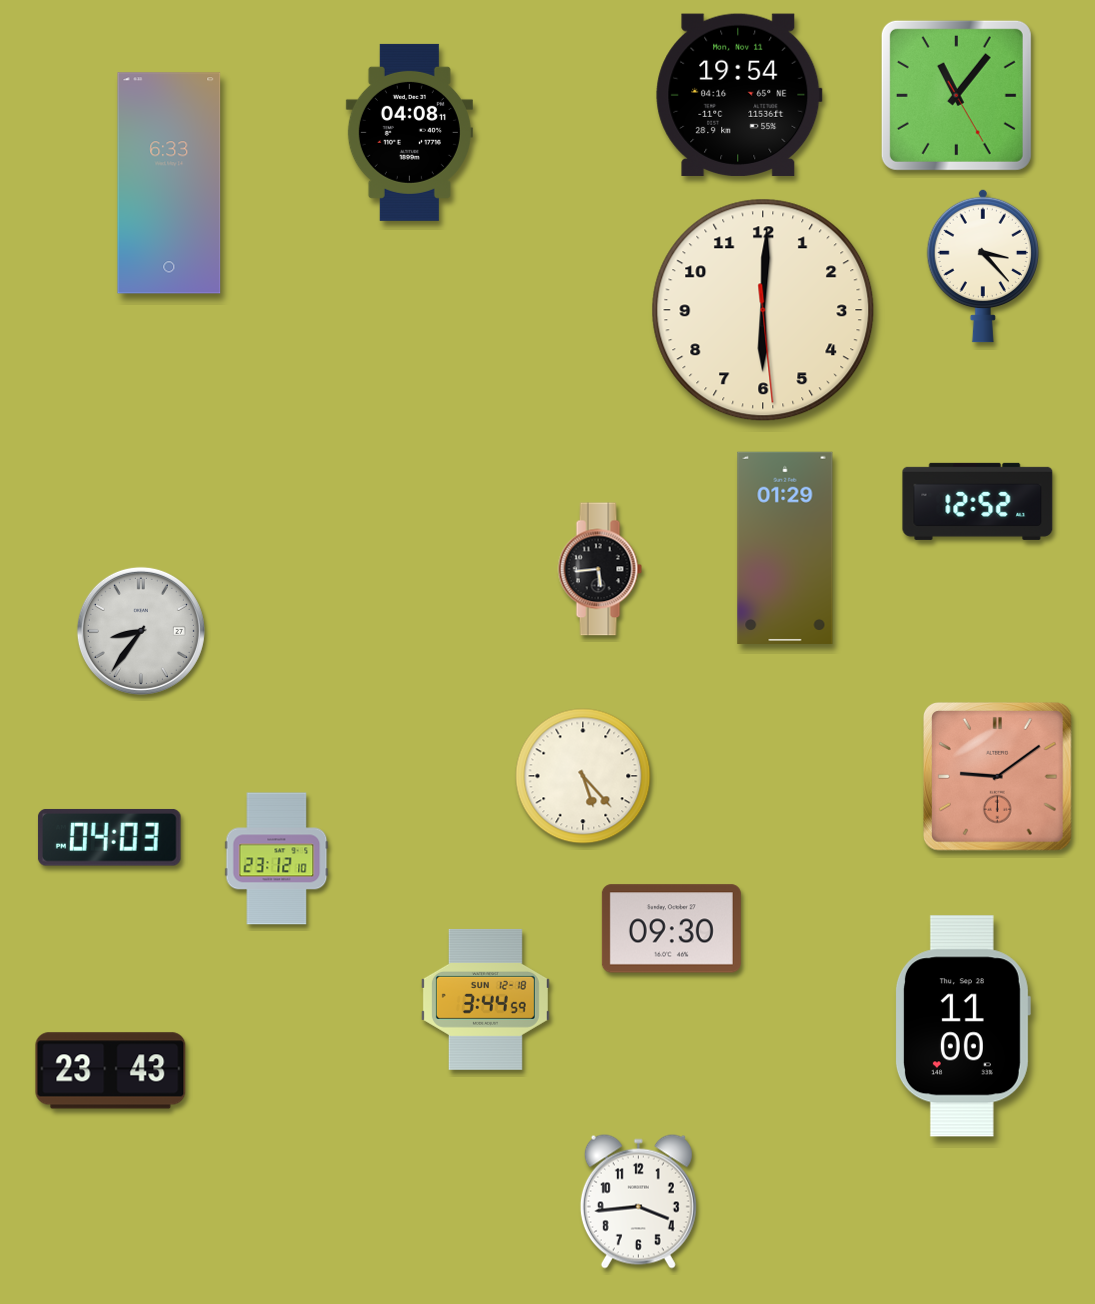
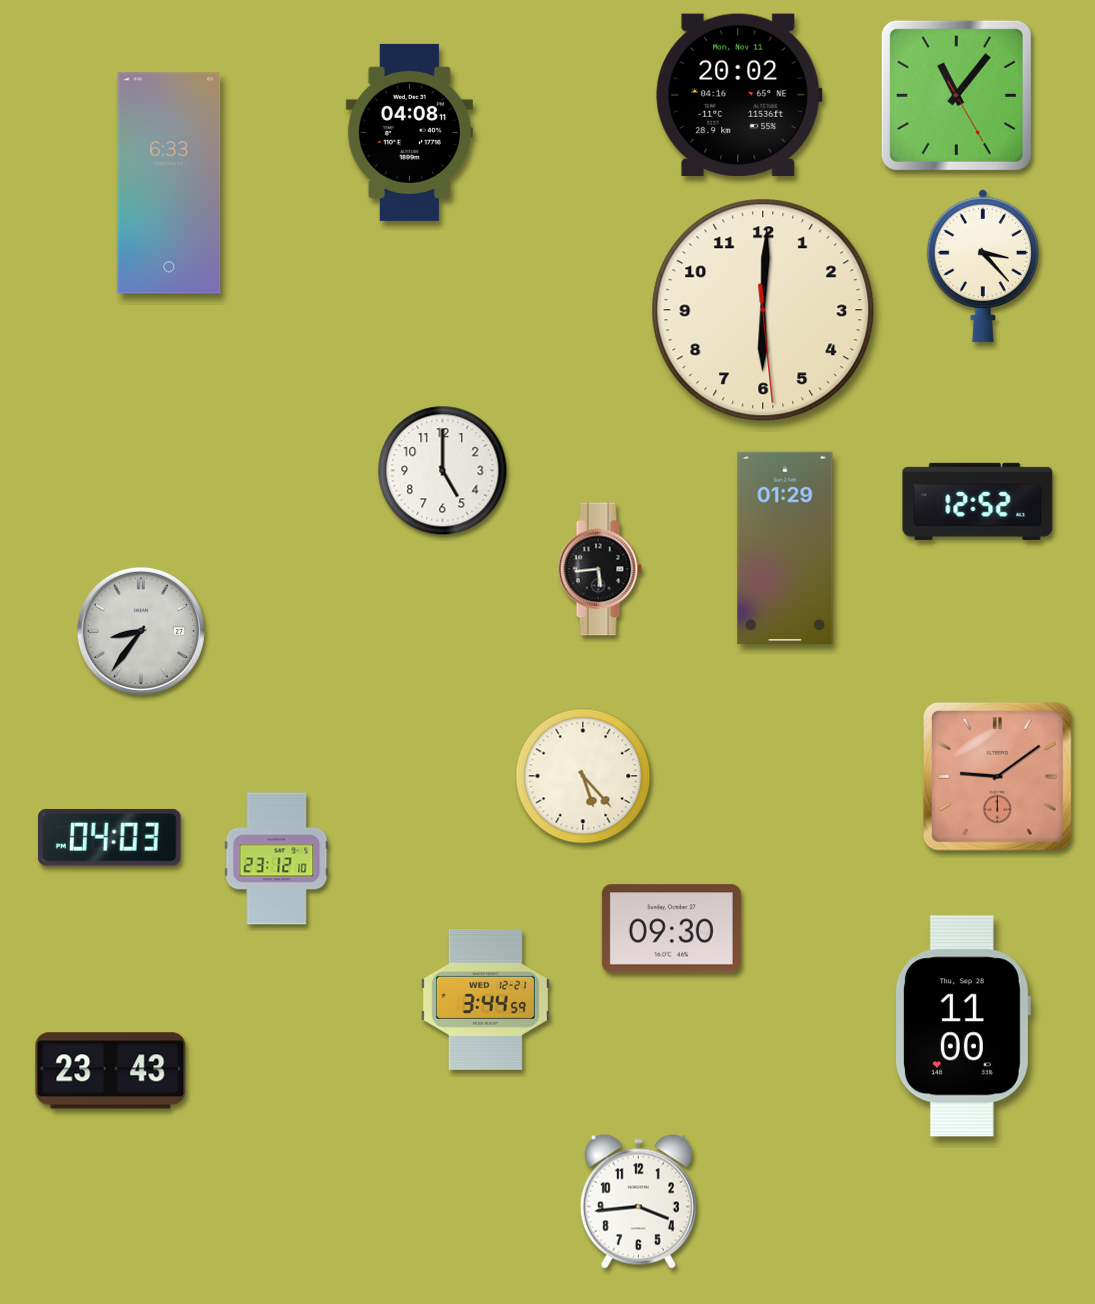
clock at (739, 95): 19:54 -> 20:02
clock at (443, 471): none -> 5:00
clock at (485, 999) date: SUN 12-18 -> WED 12-21
